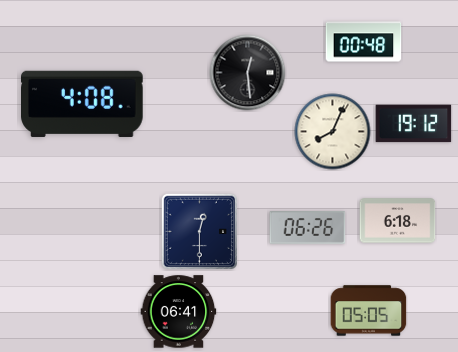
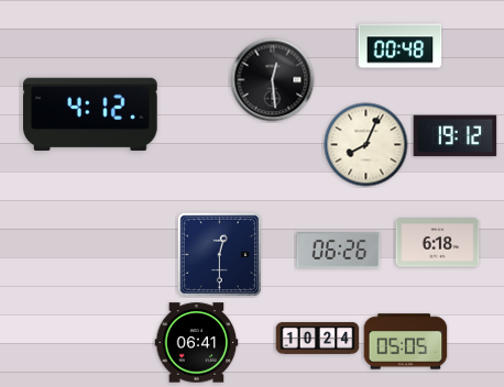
clock at (82, 104): 4:08 -> 4:12
clock at (318, 339): none -> 10:24
